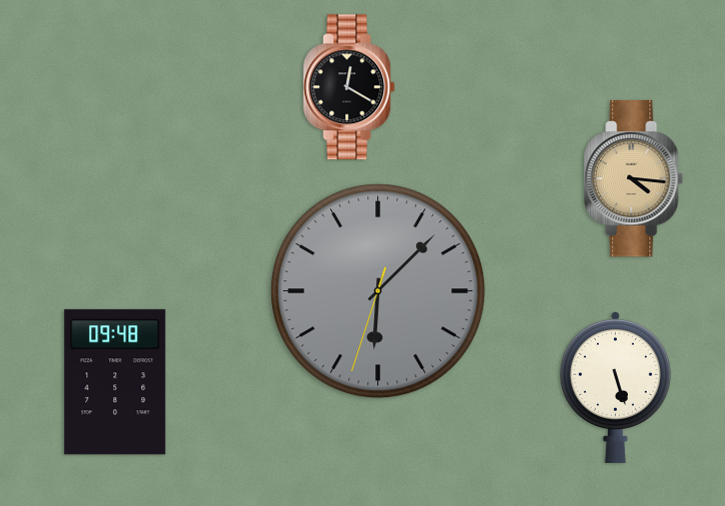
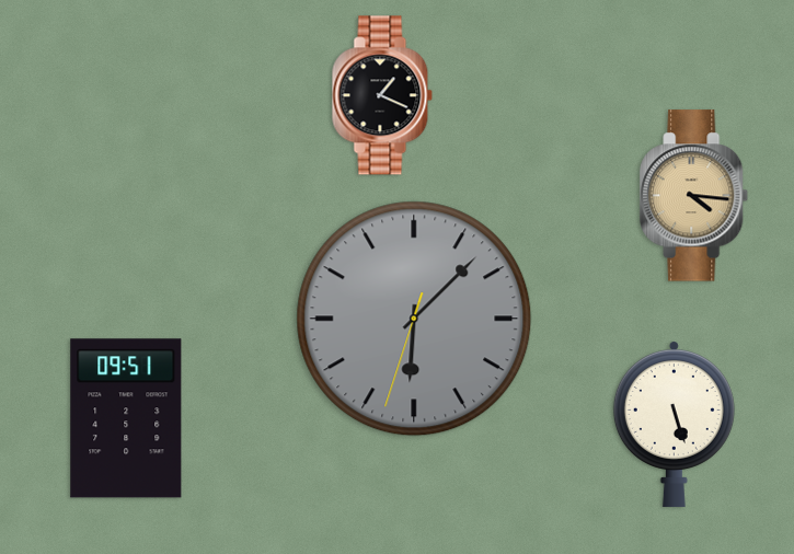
clock at (349, 87): 12:20 -> 1:19
clock at (115, 382): 09:48 -> 09:51
